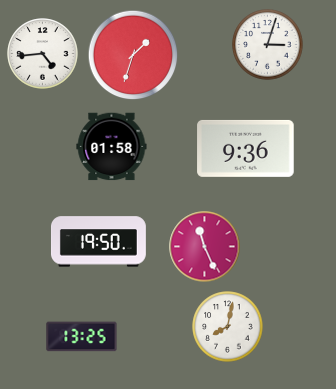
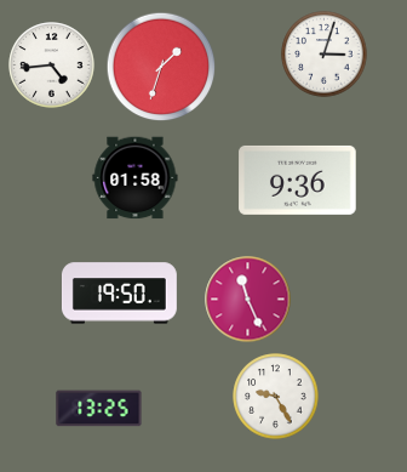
clock at (228, 327): 8:02 -> 9:25
